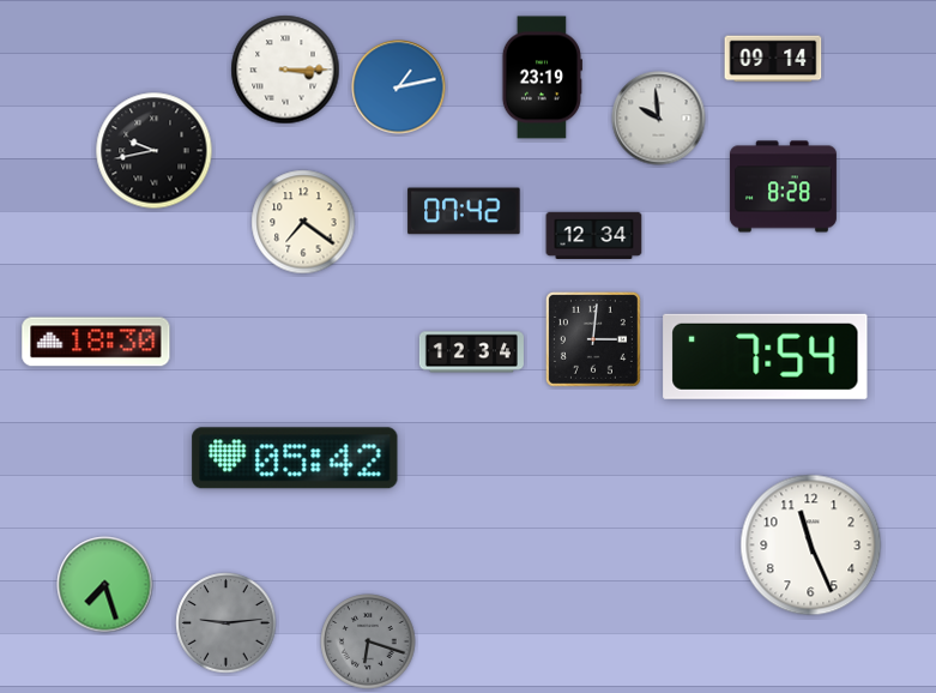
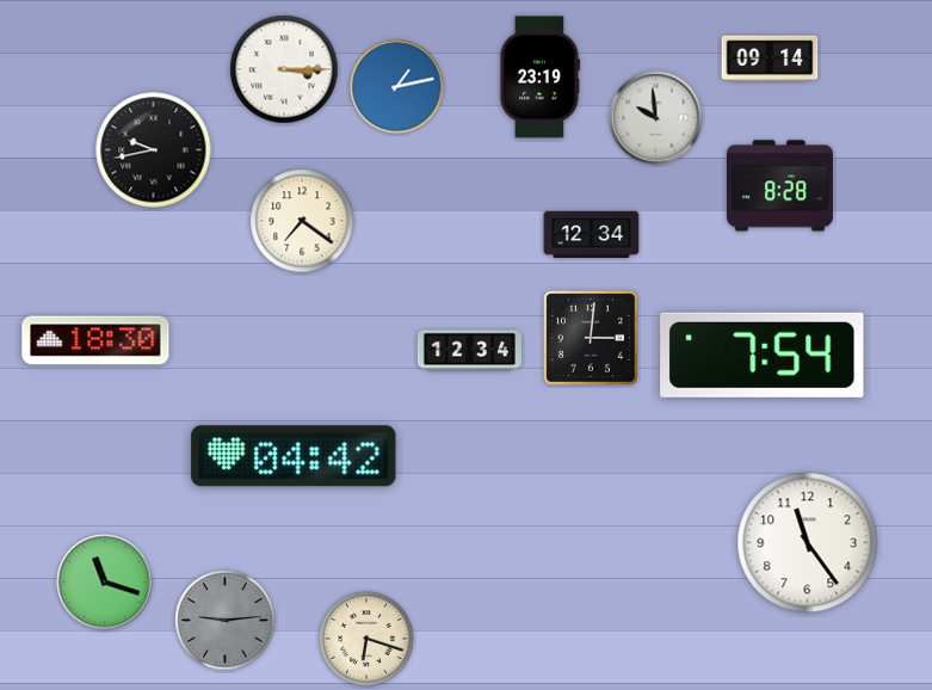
clock at (464, 211): 07:42 -> none
clock at (295, 458): 05:42 -> 04:42
clock at (811, 546): 11:26 -> 11:24
clock at (105, 585): 7:27 -> 11:18
clock at (368, 641) dial: grey -> cream
